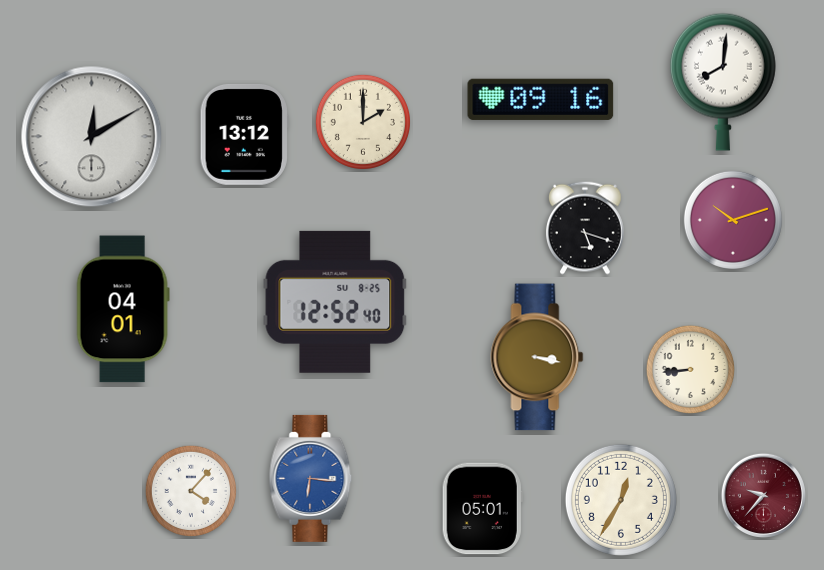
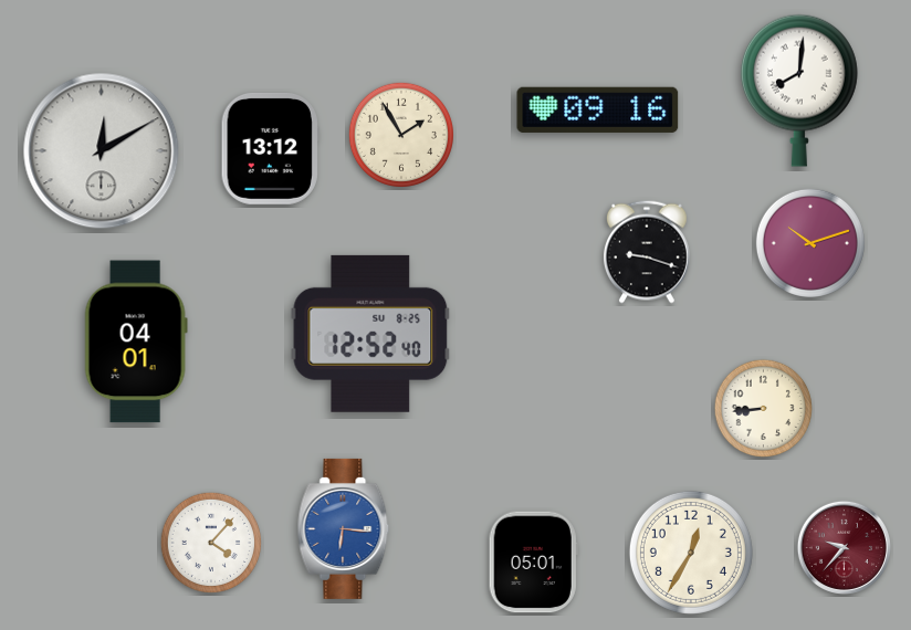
clock at (363, 122): 2:00 -> 1:55
clock at (585, 228): 5:18 -> 9:18
clock at (537, 357): 3:17 -> none
clock at (621, 500) position: (621, 500) -> (691, 553)
